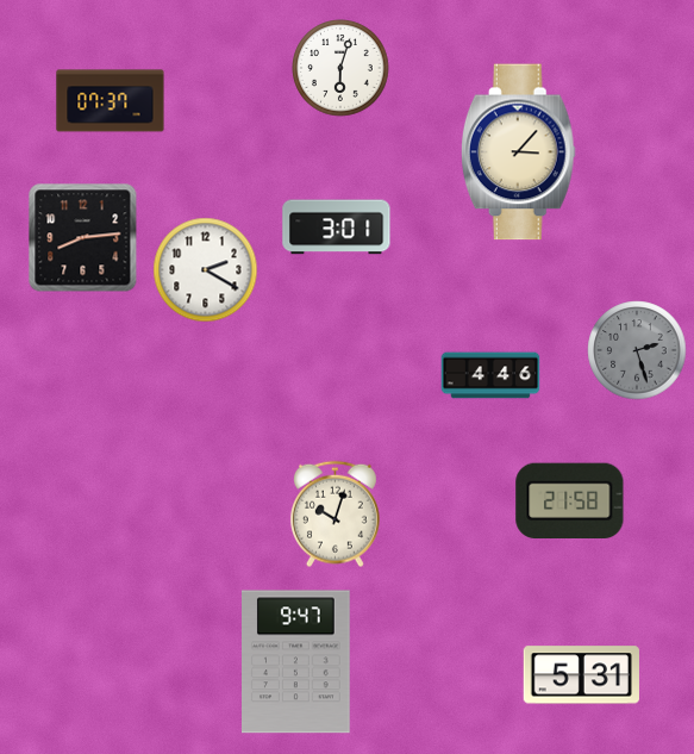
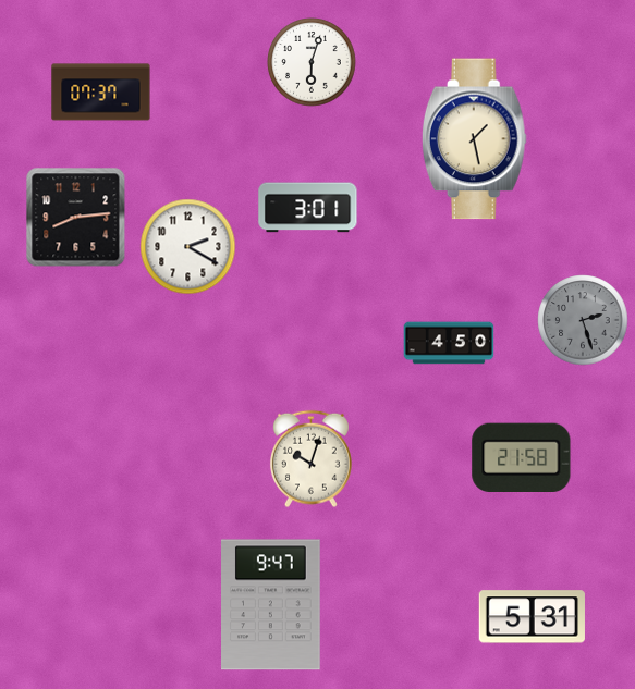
clock at (518, 152): 3:07 -> 1:28
clock at (490, 375): 4:46 -> 4:50
clock at (335, 515) position: (335, 515) -> (310, 459)
